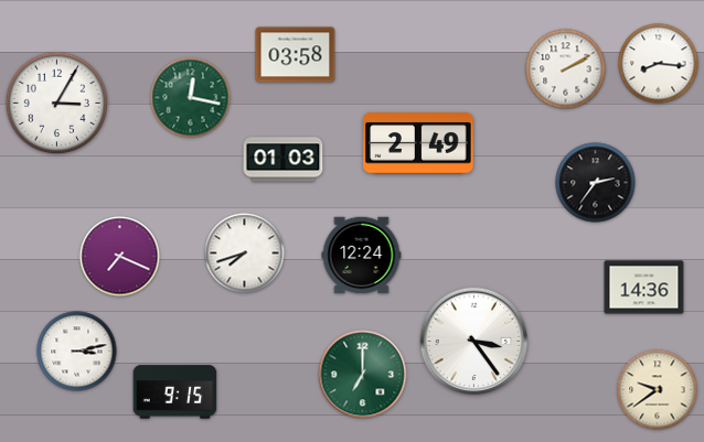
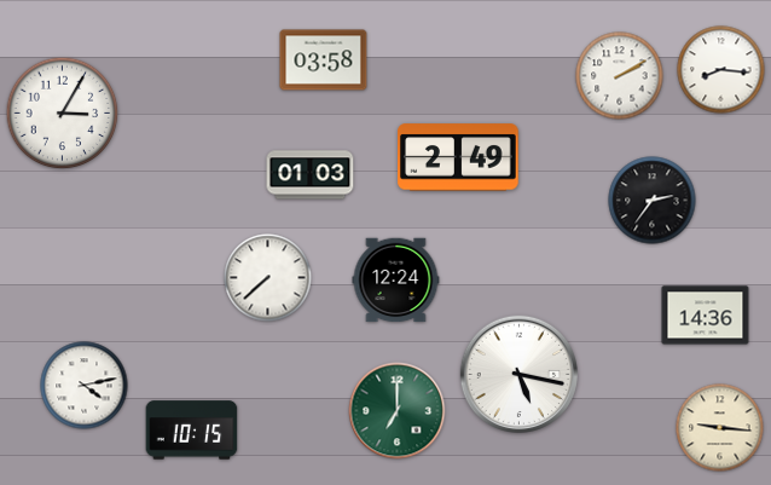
clock at (191, 98): 12:17 -> none
clock at (245, 254): 7:42 -> 7:38
clock at (120, 257): 7:19 -> none
clock at (473, 341): 3:24 -> 5:17
clock at (77, 352): 3:13 -> 4:13
clock at (658, 390): 9:39 -> 9:16
clock at (175, 392): 9:15 -> 10:15
